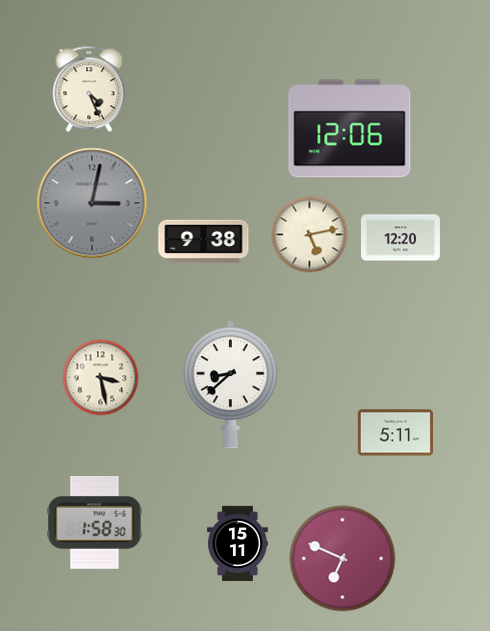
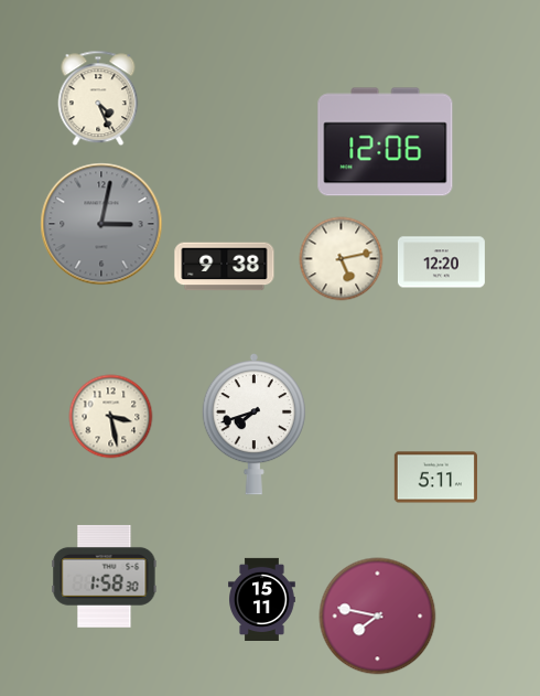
clock at (230, 385): 8:38 -> 7:42
clock at (343, 559): 6:49 -> 7:47
